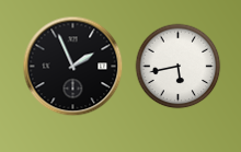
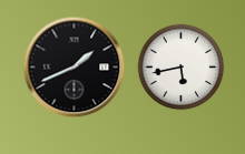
clock at (72, 66): 1:56 -> 1:41
